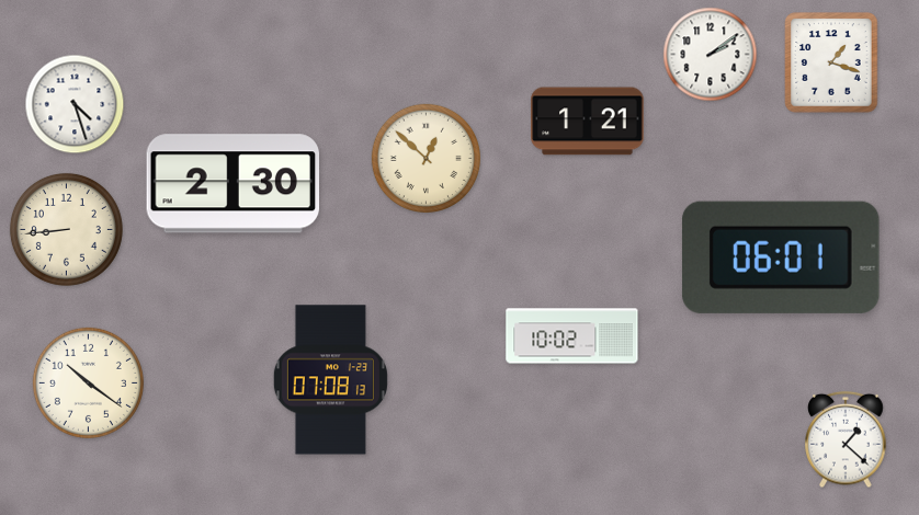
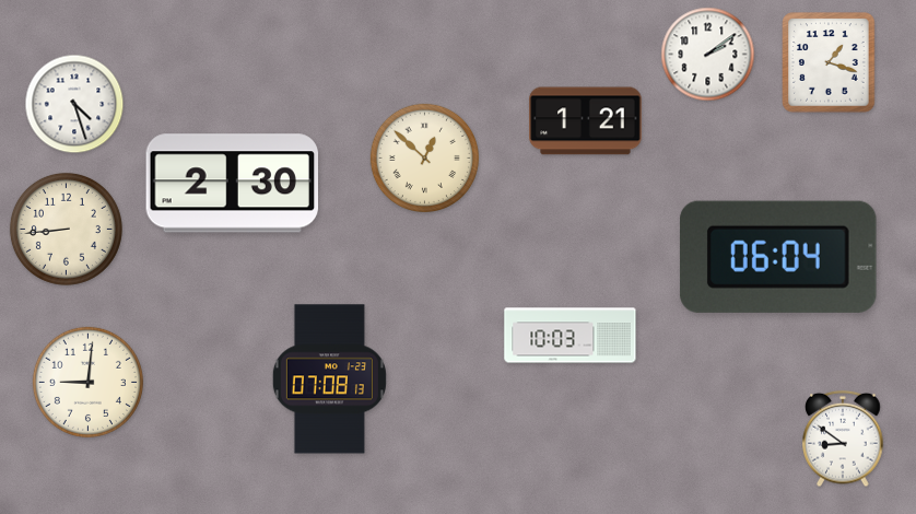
clock at (781, 257): 06:01 -> 06:04
clock at (572, 336): 10:02 -> 10:03
clock at (88, 382): 10:21 -> 9:01
clock at (846, 439): 1:22 -> 8:51
